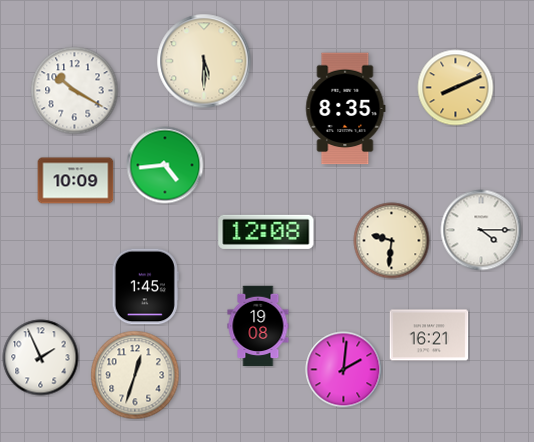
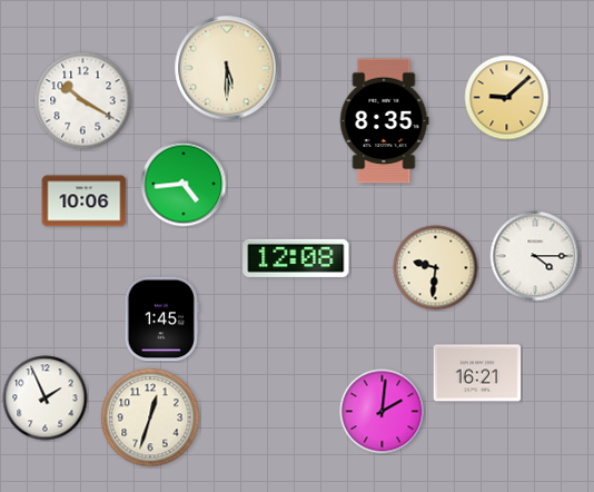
clock at (456, 88): 8:11 -> 9:08
clock at (76, 181): 10:09 -> 10:06
clock at (258, 326): 19:08 -> none
